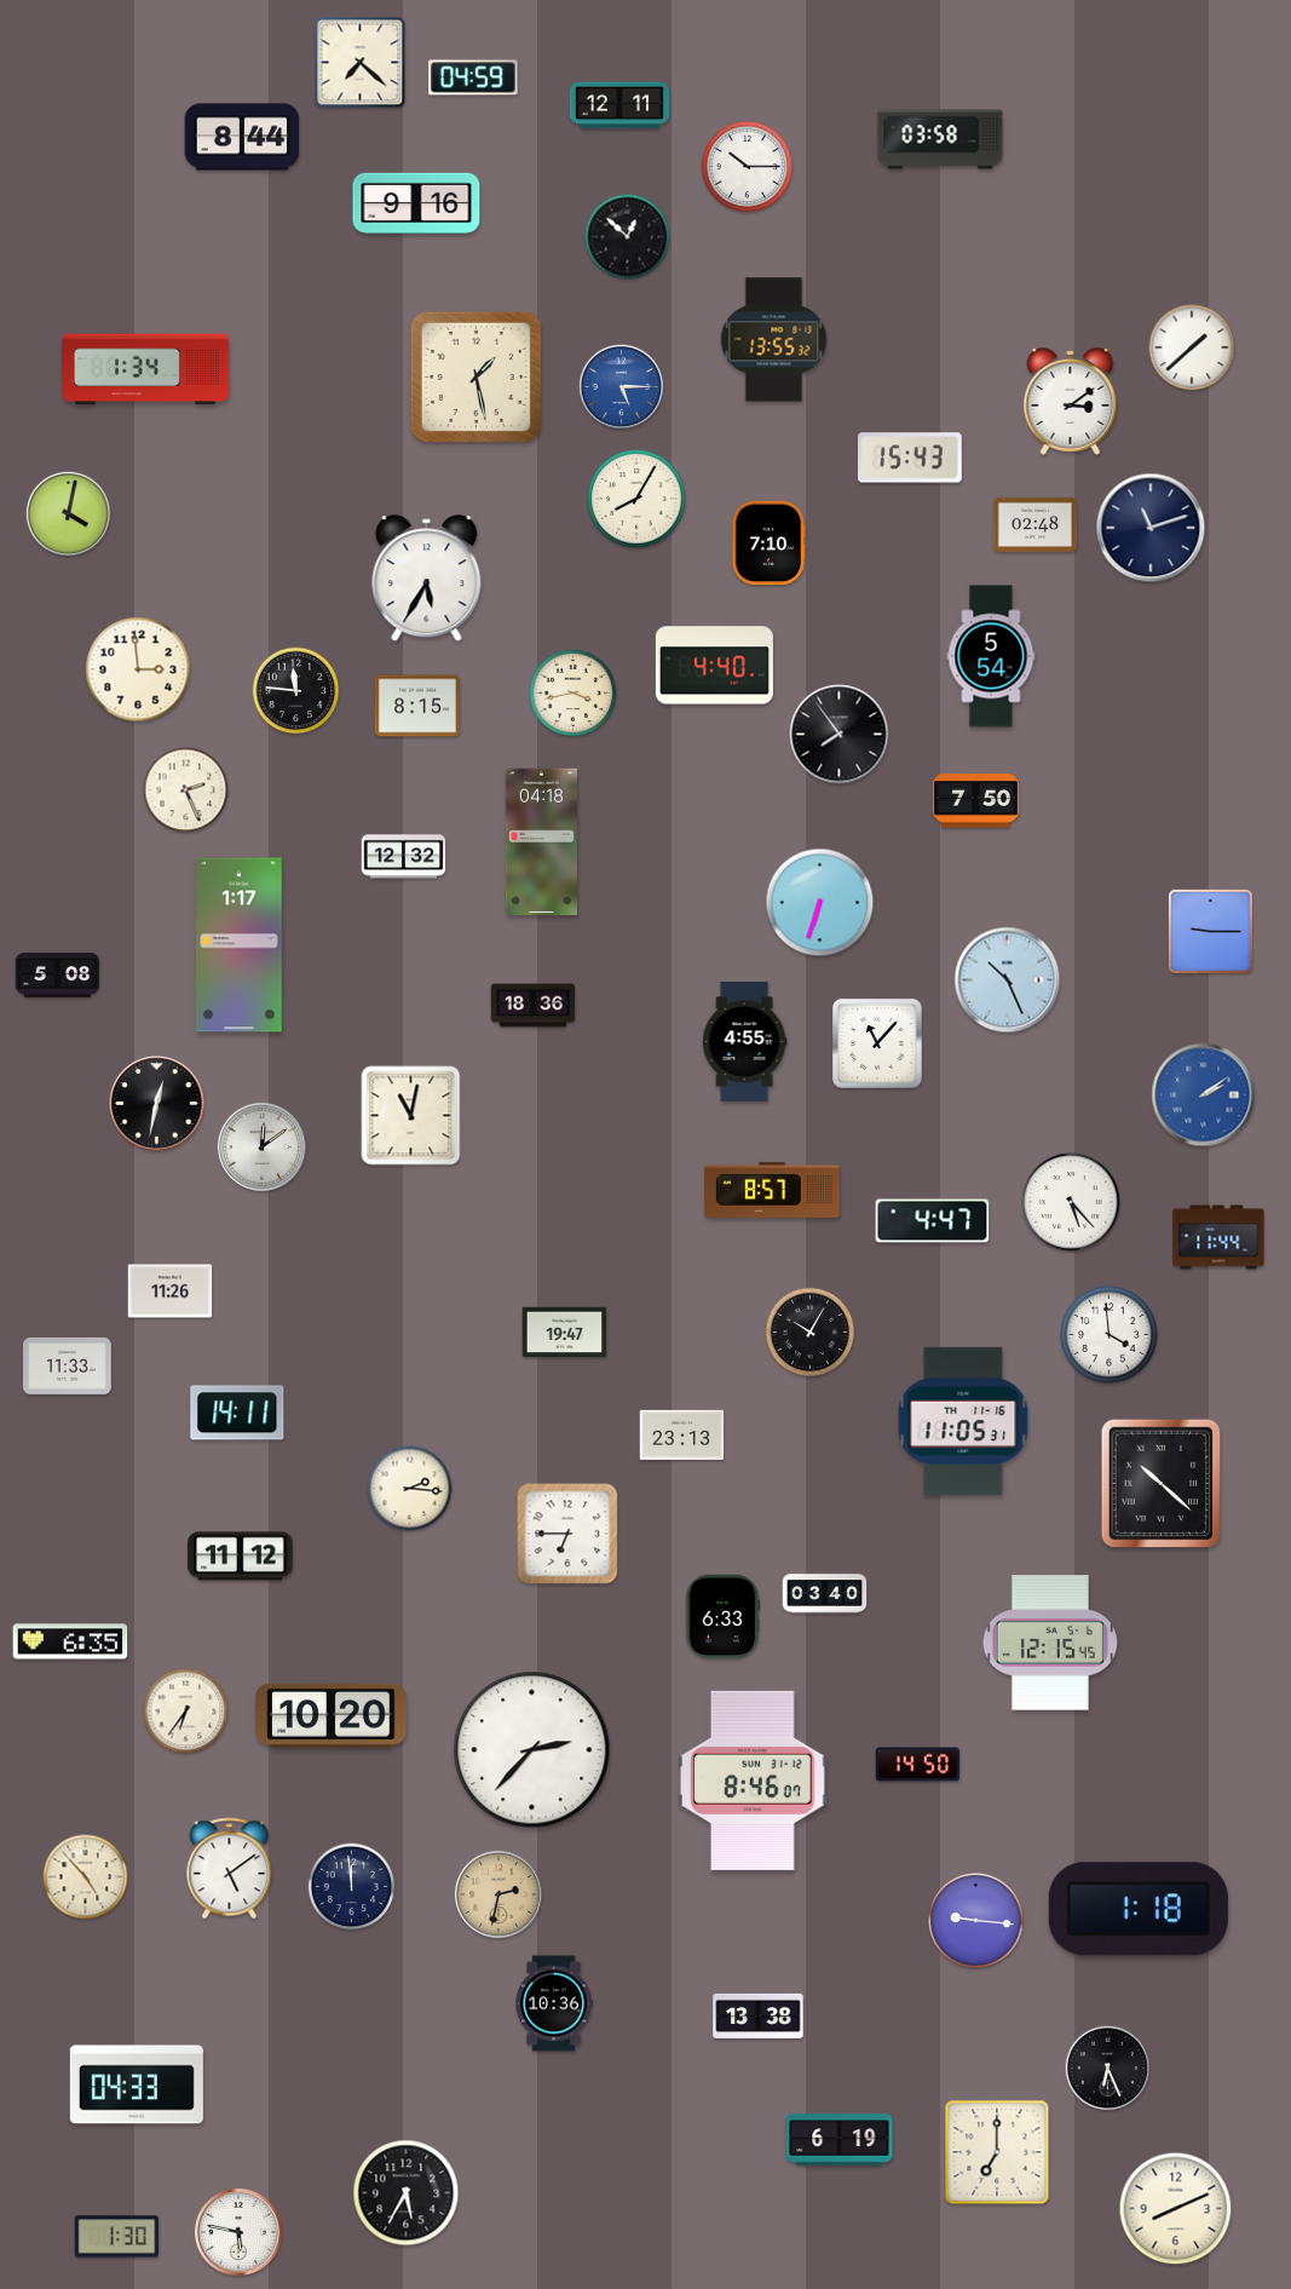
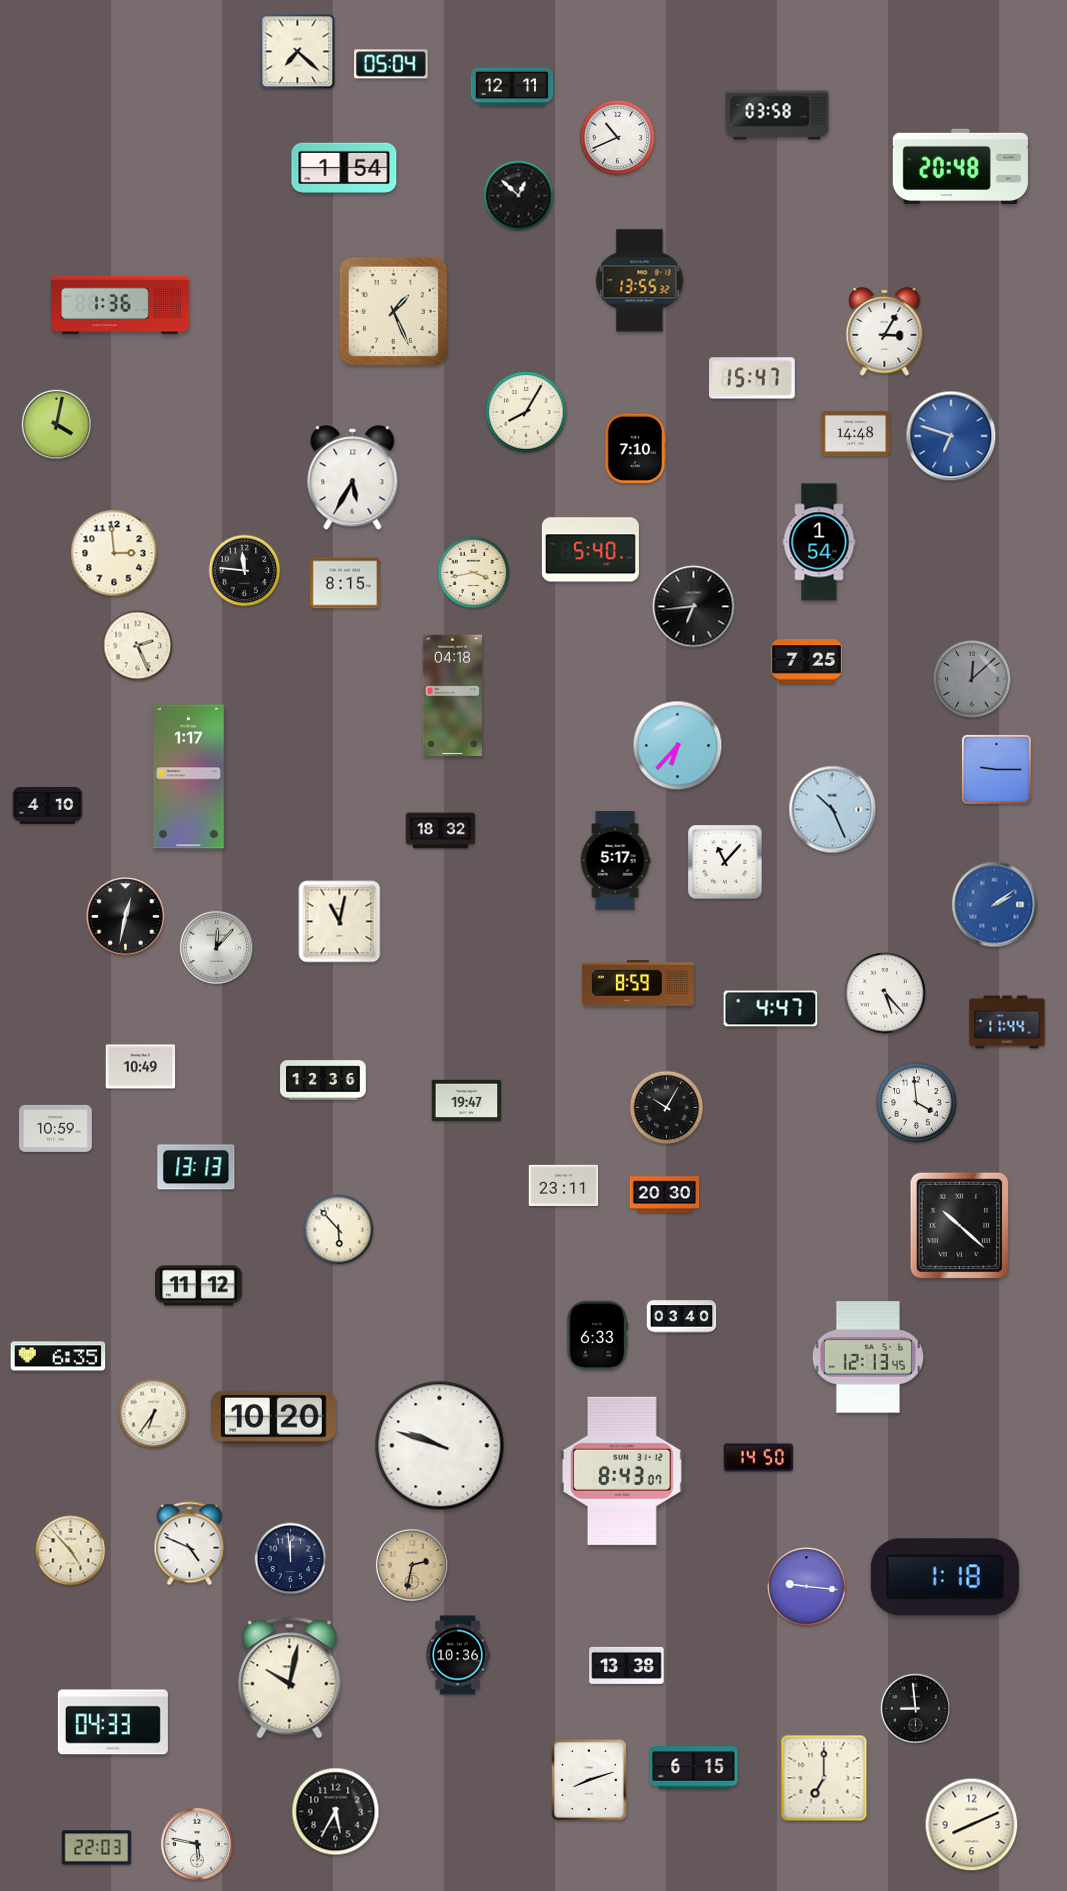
clock at (473, 77): 04:59 -> 05:04
clock at (242, 137): 8:44 -> none
clock at (747, 166): 10:15 -> 10:41
clock at (960, 166): none -> 20:48
clock at (416, 203): 9:16 -> 1:54
clock at (1192, 347): 1:38 -> none
clock at (145, 369): 1:34 -> 1:36
clock at (476, 376): 1:28 -> 1:26
clock at (621, 386): 5:15 -> none
clock at (1071, 402): 3:09 -> 3:05
clock at (911, 458): 15:43 -> 15:47
clock at (1036, 524): 02:48 -> 14:48
clock at (1151, 528): 11:12 -> 6:48
clock at (1151, 528) dial: navy -> blue
clock at (991, 656): 5:54 -> 1:54
clock at (714, 666): 4:40 -> 5:40
clock at (840, 735): 7:54 -> 6:44
clock at (186, 790) position: (186, 790) -> (138, 646)
clock at (975, 801): 7:50 -> 7:25
clock at (972, 679): none -> 12:08
clock at (541, 842) position: (541, 842) -> (452, 696)
clock at (404, 857): 12:32 -> none
clock at (820, 903): 6:33 -> 6:37
clock at (1210, 931) position: (1210, 931) -> (996, 769)
clock at (240, 945) position: (240, 945) -> (189, 777)
clock at (58, 976): 5:08 -> 4:10
clock at (534, 1006): 18:36 -> 18:32
clock at (744, 1042): 4:55 -> 5:17
clock at (157, 1104) position: (157, 1104) -> (126, 917)
clock at (261, 1146): 12:09 -> 12:07
clock at (772, 1190): 8:57 -> 8:59
clock at (171, 1292): 11:26 -> 10:49
clock at (323, 1080): none -> 12:36
clock at (811, 1333) position: (811, 1333) -> (667, 1108)
clock at (68, 1365): 11:33 -> 10:59
clock at (237, 1413): 14:11 -> 13:13
clock at (963, 1421): 11:05 -> none
clock at (682, 1434): 23:13 -> 23:11
clock at (665, 1195): none -> 20:30
clock at (410, 1489): 2:16 -> 5:53
clock at (567, 1534): 6:45 -> none
clock at (1050, 1643): 12:15 -> 12:13
clock at (532, 1750): 2:37 -> 9:48
clock at (753, 1781): 8:46 -> 8:43
clock at (230, 1869): 5:09 -> 4:49
clock at (1139, 1909) position: (1139, 1909) -> (945, 1577)
clock at (290, 1678): none -> 10:02
clock at (1107, 2067): 6:26 -> 8:59
clock at (840, 2140): 6:19 -> 6:15
clock at (589, 1780): none -> 8:12
clock at (117, 2237): 1:30 -> 22:03
